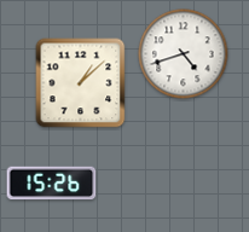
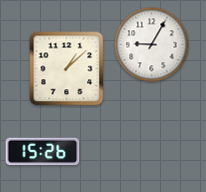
clock at (184, 54): 4:42 -> 9:05
